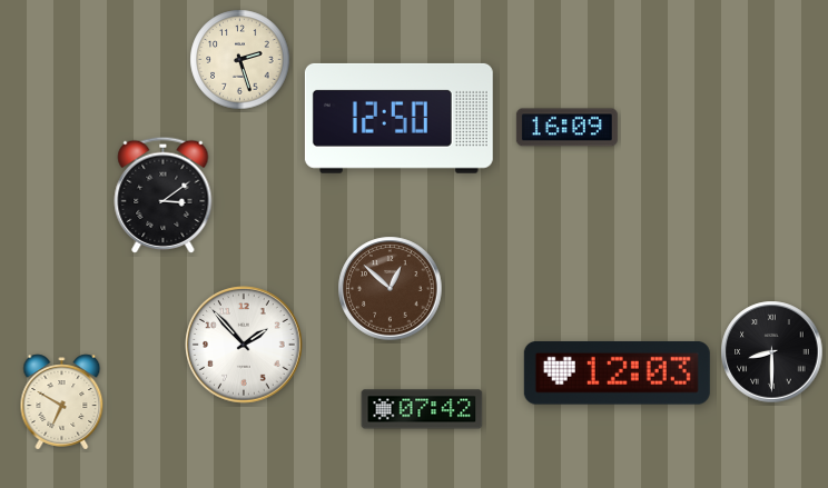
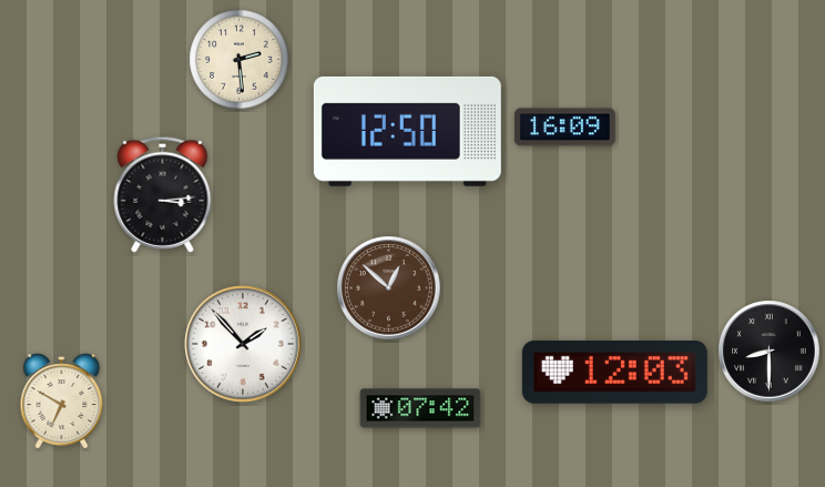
clock at (240, 60): 2:27 -> 2:29
clock at (398, 118) position: (398, 118) -> (407, 131)
clock at (164, 195): 3:09 -> 3:14
